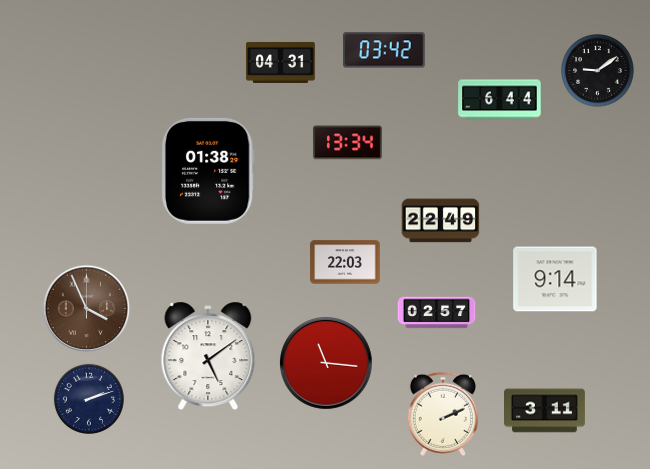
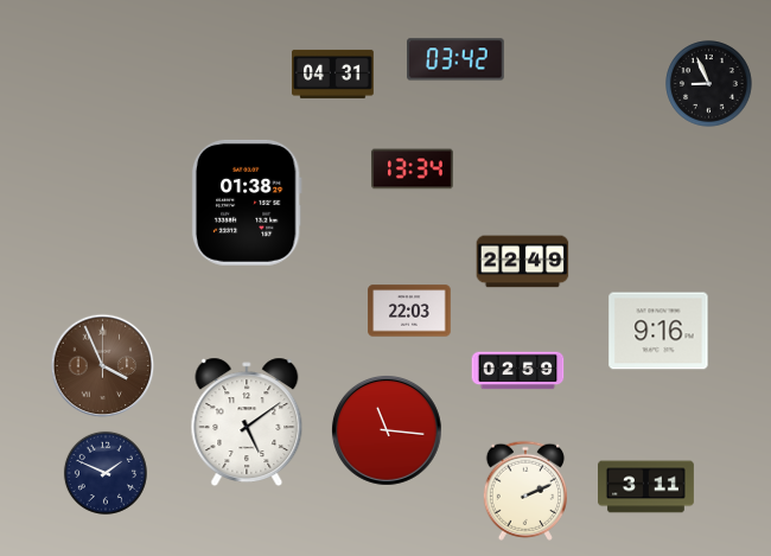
clock at (598, 71): 9:09 -> 8:56
clock at (500, 100): 6:44 -> none
clock at (555, 279): 9:14 -> 9:16
clock at (437, 313): 02:57 -> 02:59
clock at (89, 399): 2:12 -> 1:49
